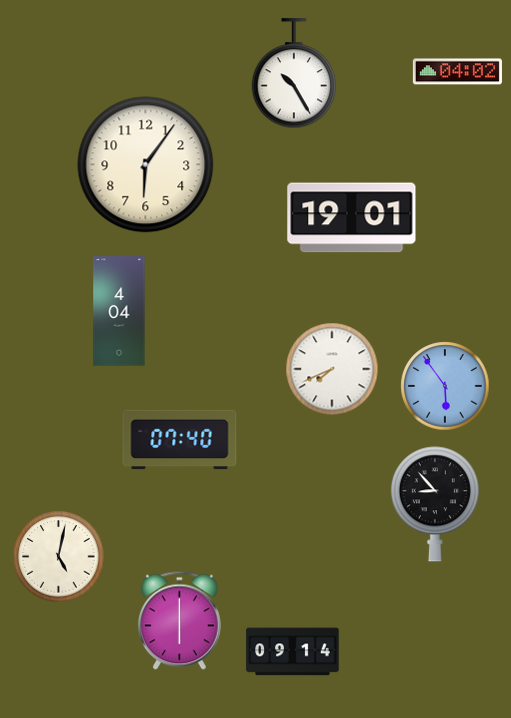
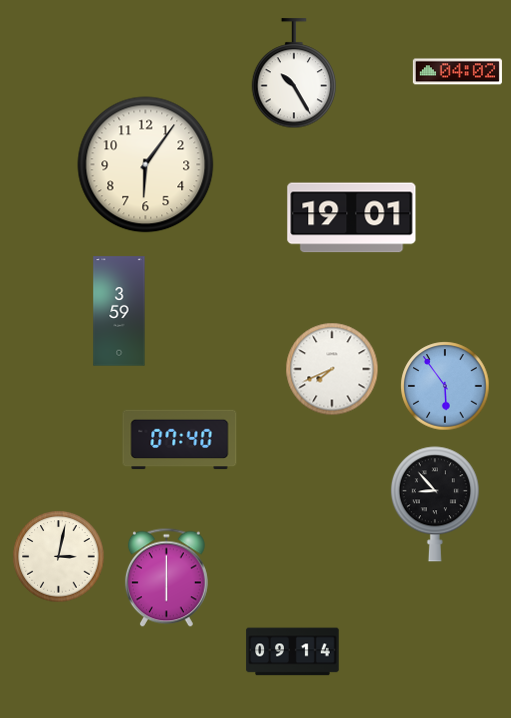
clock at (119, 311): 4:04 -> 3:59
clock at (59, 557): 5:02 -> 3:02
clock at (179, 621) position: (179, 621) -> (166, 578)
